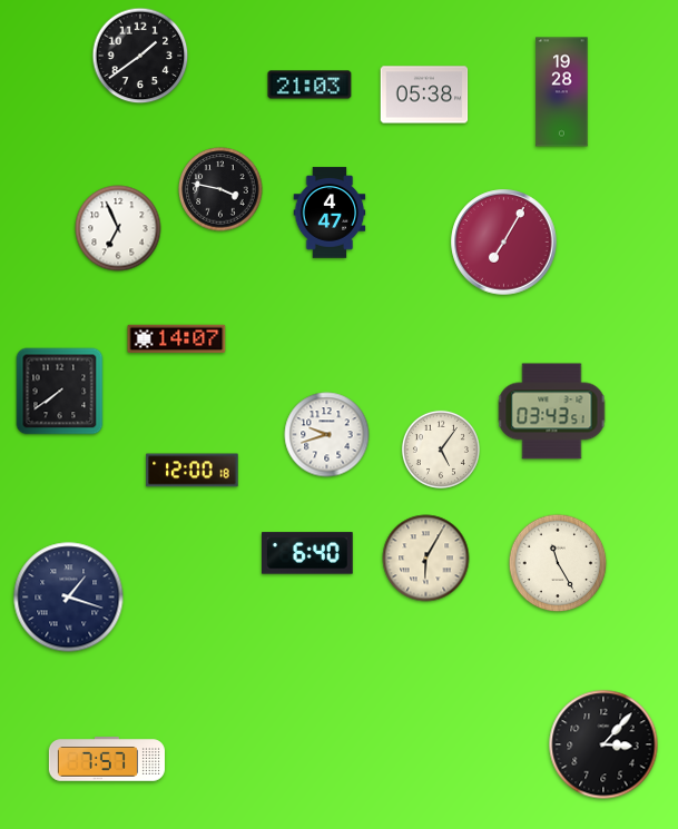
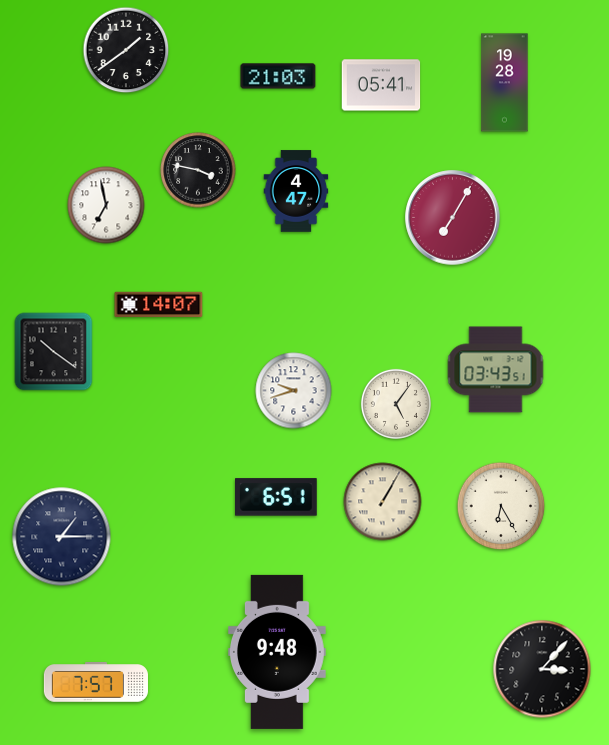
clock at (424, 95): 05:38 -> 05:41
clock at (118, 228): 6:56 -> 6:58
clock at (60, 392): 7:39 -> 10:21
clock at (193, 471): 12:00 -> none
clock at (308, 553): 6:40 -> 6:51
clock at (426, 559): 6:05 -> 1:05
clock at (558, 563): 11:25 -> 6:25
clock at (69, 598): 1:18 -> 1:15
clock at (278, 652): none -> 9:48
